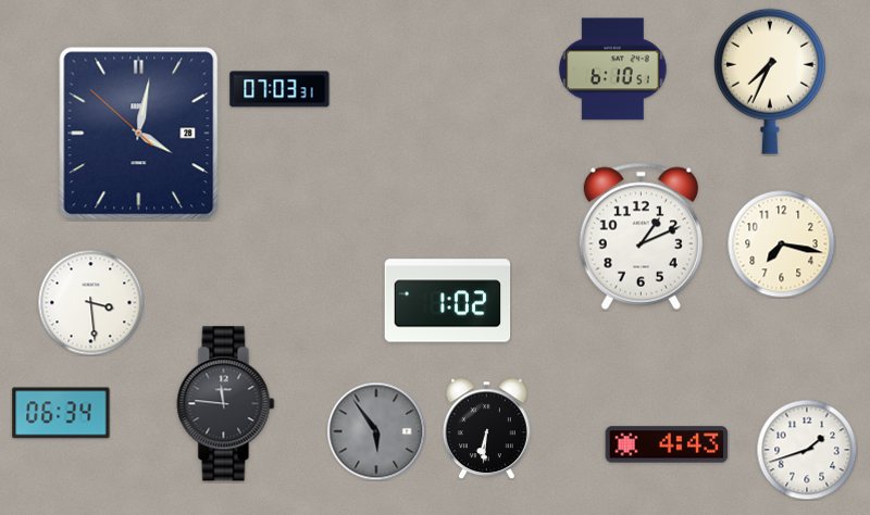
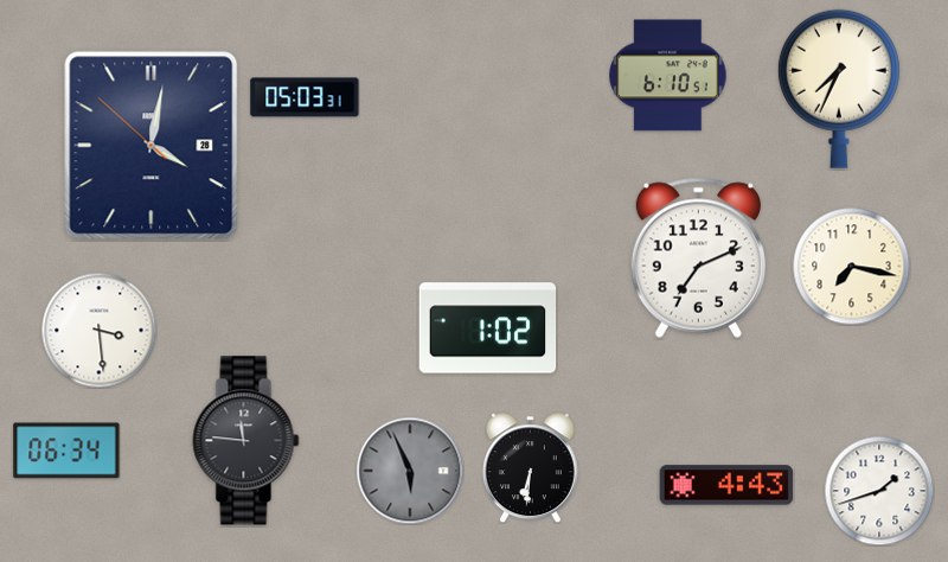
clock at (279, 89): 07:03 -> 05:03
clock at (641, 236): 1:11 -> 7:11
clock at (376, 431): 5:54 -> 5:56
